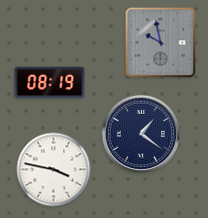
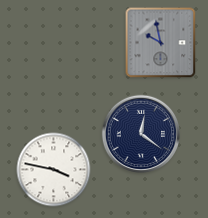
clock at (50, 83): 08:19 -> none
clock at (141, 134): 1:21 -> 12:21
